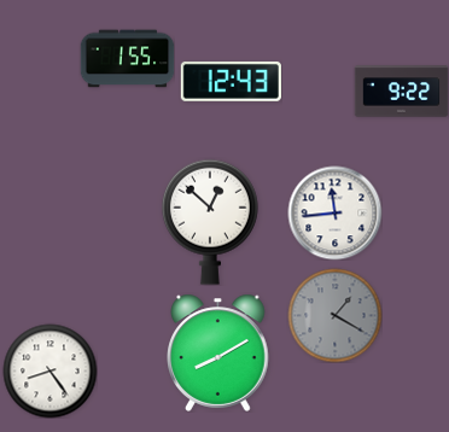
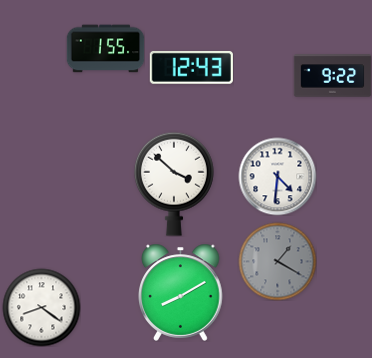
clock at (334, 212): 11:44 -> 4:31
clock at (210, 222): 12:52 -> 3:52
clock at (49, 370): 8:24 -> 8:21
